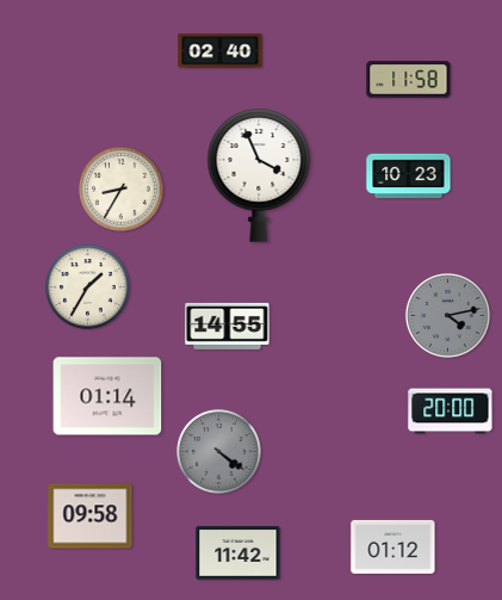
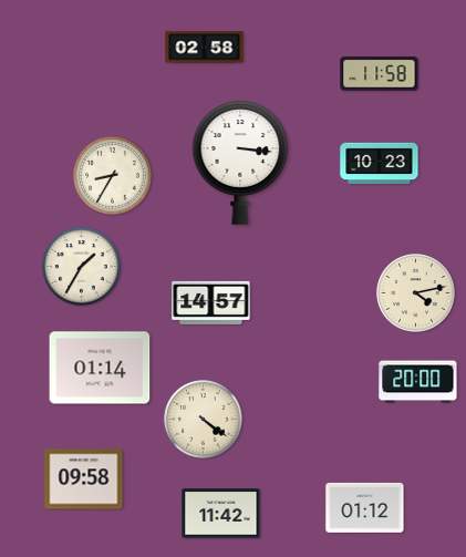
clock at (221, 51): 02:40 -> 02:58
clock at (259, 175): 3:56 -> 3:16
clock at (448, 316) dial: grey -> cream
clock at (228, 326): 14:55 -> 14:57
clock at (219, 452) dial: grey -> cream
